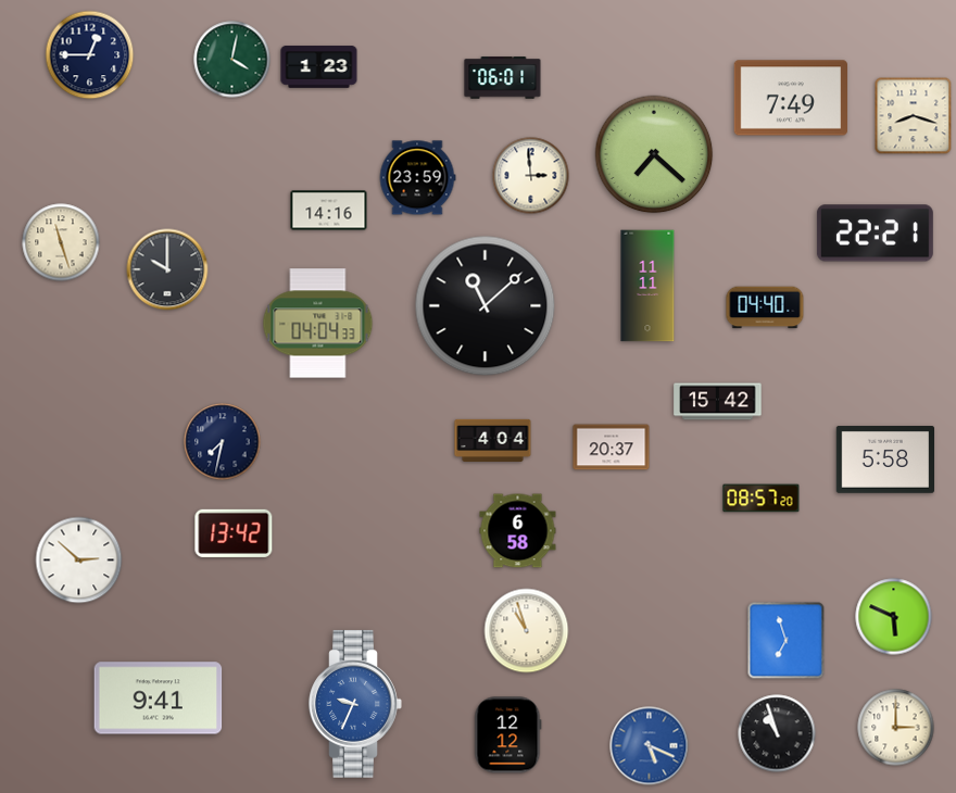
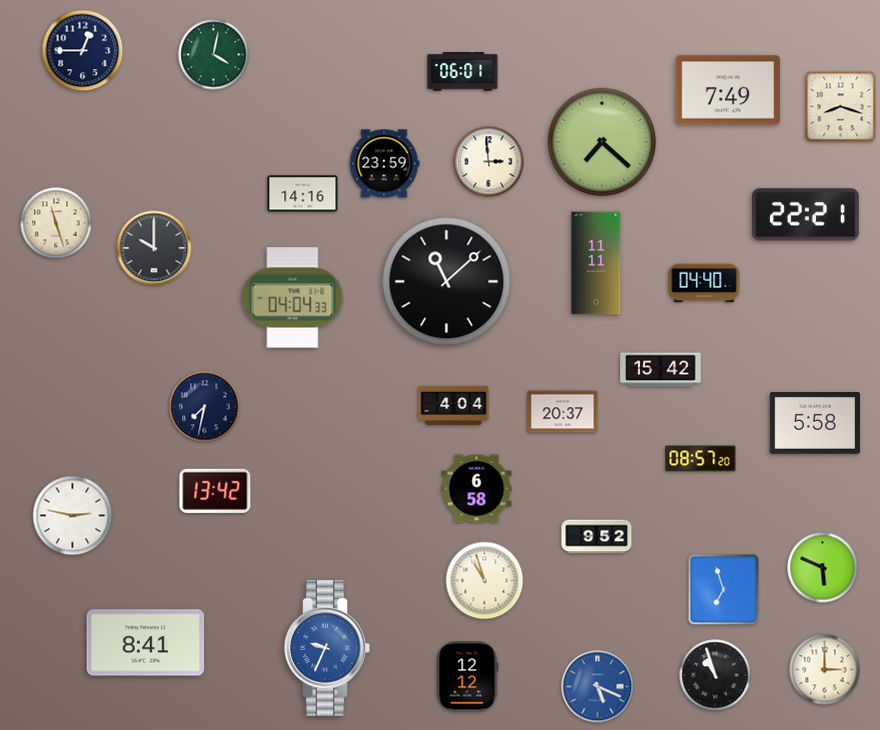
clock at (319, 67): 1:23 -> none
clock at (79, 561): 2:52 -> 2:47
clock at (597, 537): none -> 9:52
clock at (159, 698): 9:41 -> 8:41
